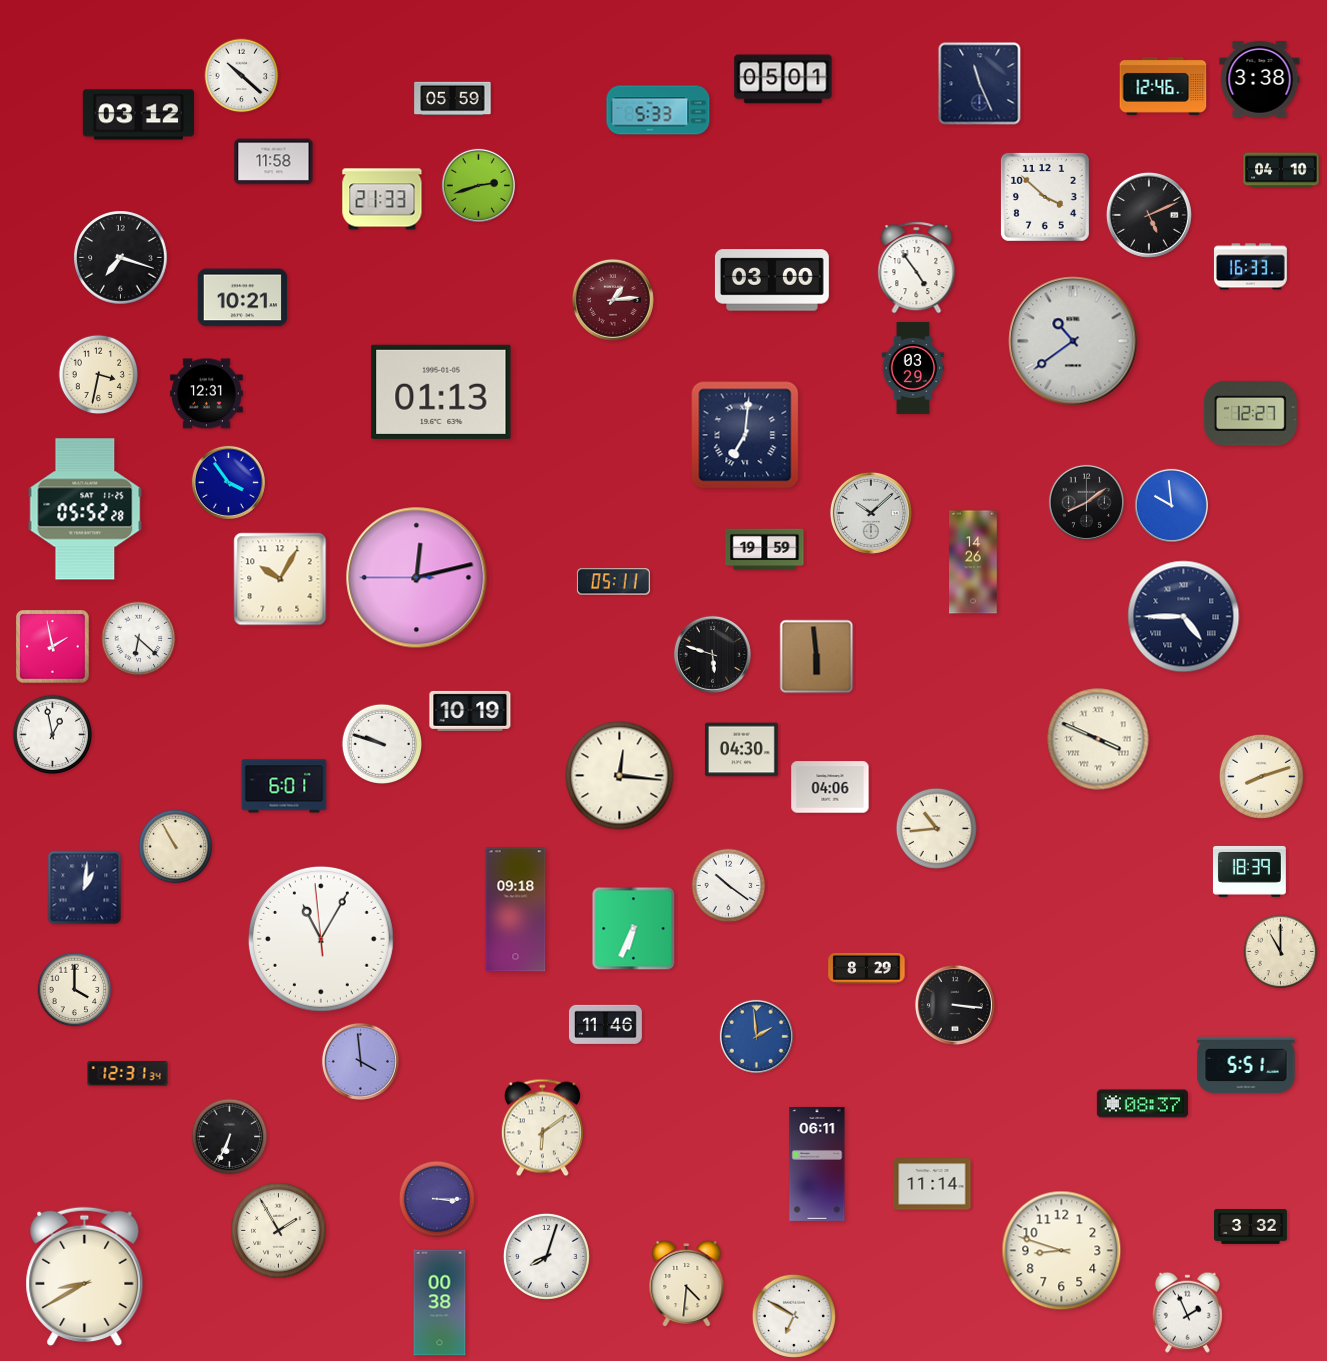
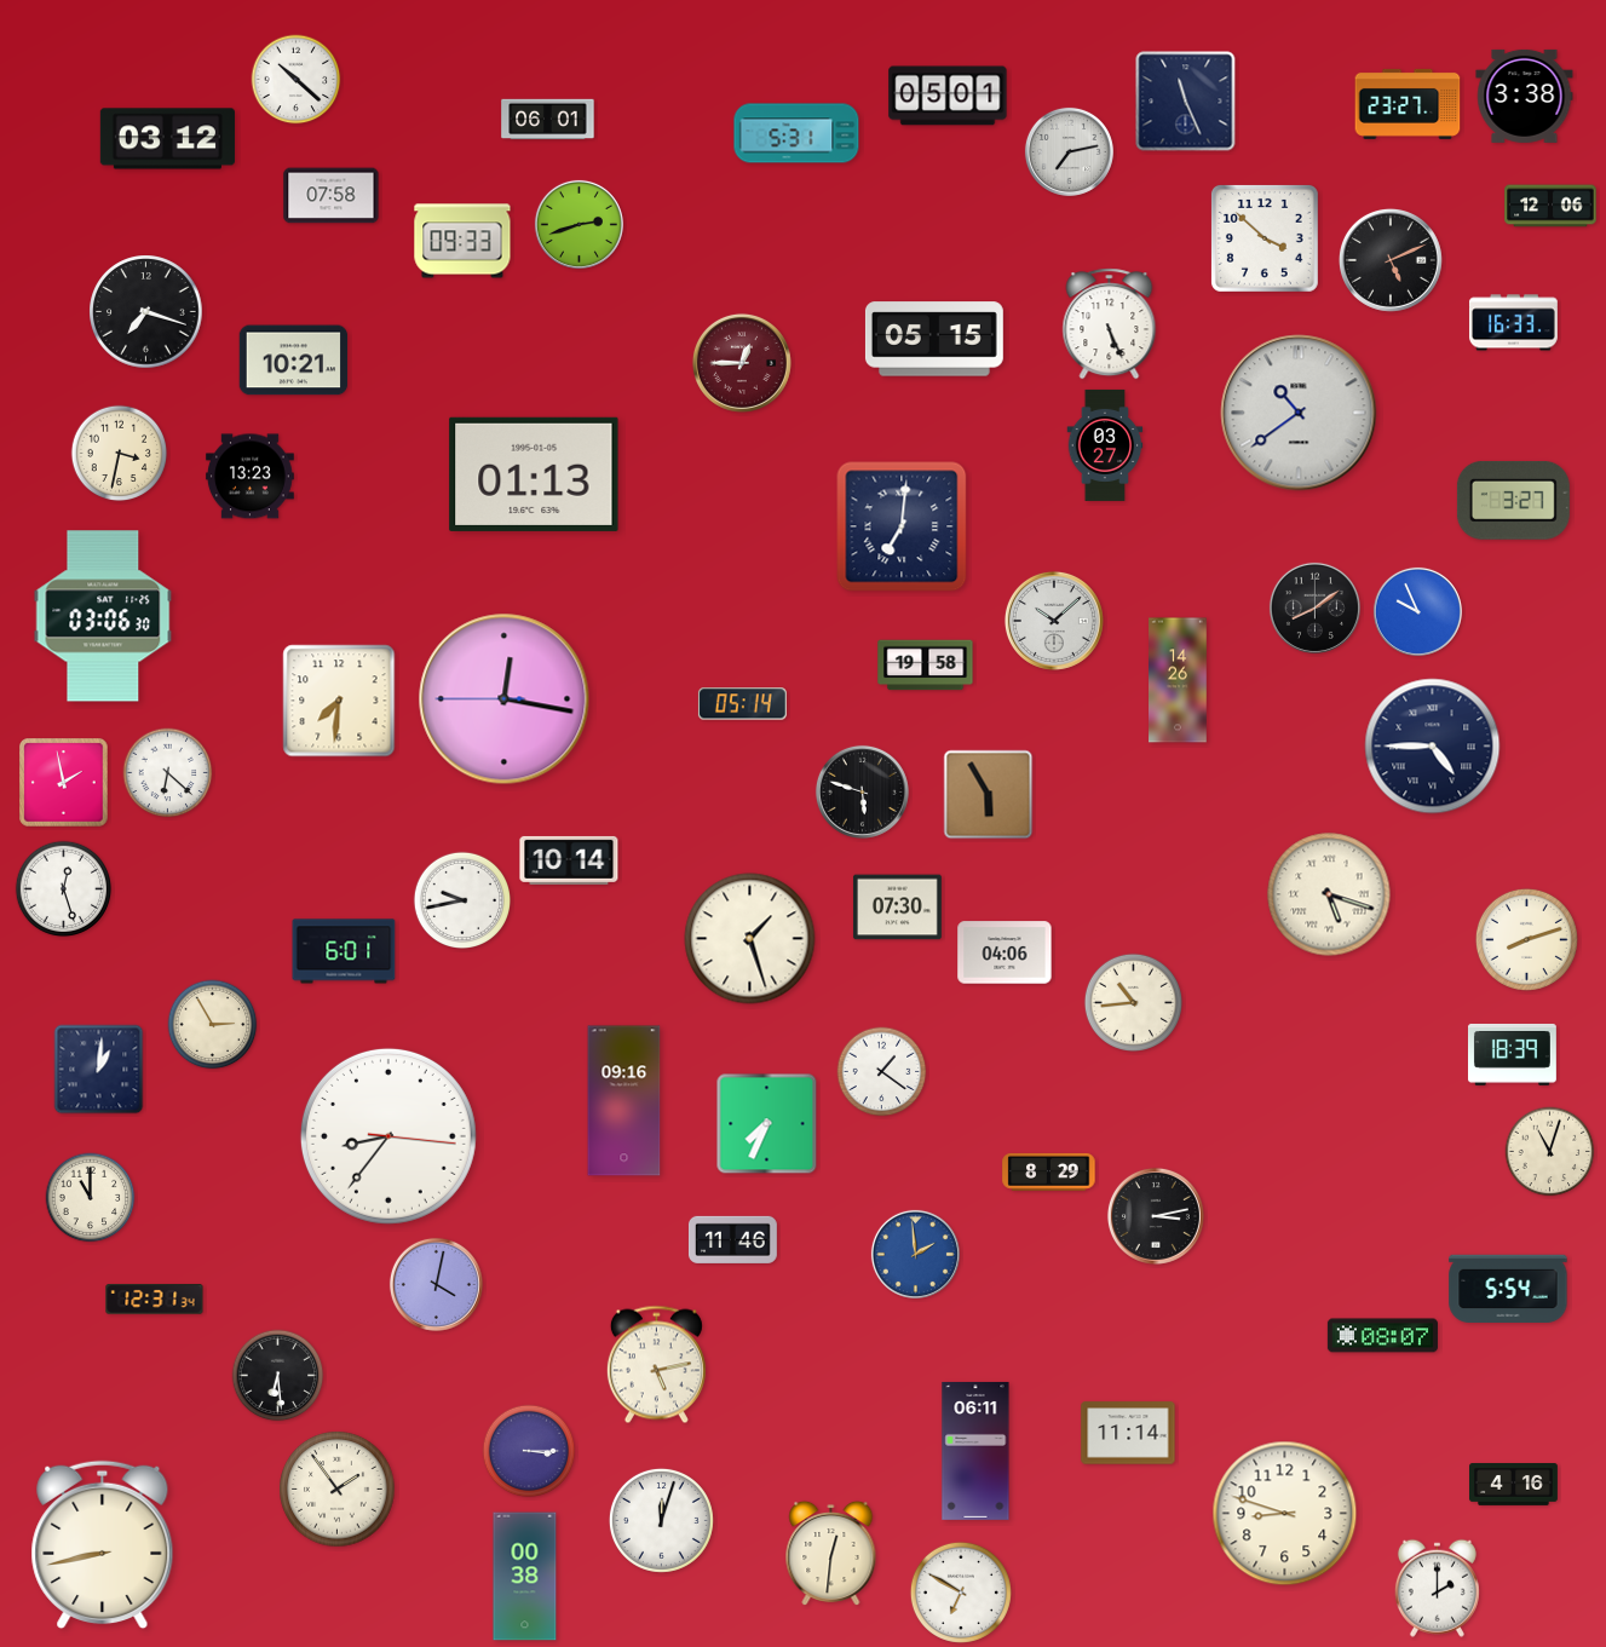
clock at (242, 76) position: (242, 76) -> (297, 80)
clock at (1163, 86): 12:46 -> 23:27
clock at (453, 99): 05:59 -> 06:01
clock at (658, 110): 5:33 -> 5:31
clock at (1069, 151): none -> 7:13
clock at (274, 162): 11:58 -> 07:58
clock at (1281, 170): 04:10 -> 12:06
clock at (382, 199): 21:33 -> 09:33
clock at (917, 268): 4:54 -> 5:26
clock at (772, 280): 03:00 -> 05:15
clock at (613, 300): 1:14 -> 12:45
clock at (913, 368): 03:29 -> 03:27
clock at (206, 394): 12:31 -> 13:23
clock at (1250, 414): 12:27 -> 3:27
clock at (228, 482): 3:54 -> none
clock at (1171, 505): 9:59 -> 9:56
clock at (85, 509): 05:52 -> 03:06
clock at (765, 550): 19:59 -> 19:58
clock at (417, 578): 12:12 -> 12:16
clock at (280, 579): 10:05 -> 7:31
clock at (613, 582): 05:11 -> 05:14
clock at (817, 657): 5:59 -> 5:55
clock at (470, 711): 10:19 -> 10:14
clock at (53, 735): 12:58 -> 12:27
clock at (1098, 739): 3:49 -> 5:18
clock at (381, 743): 9:48 -> 9:43
clock at (741, 750): 04:30 -> 07:30
clock at (620, 776): 12:16 -> 1:27
clock at (176, 847): 10:55 -> 2:55
clock at (729, 886): 10:21 -> 1:21
clock at (85, 888) position: (85, 888) -> (99, 1070)
clock at (516, 910): 09:18 -> 09:16
clock at (634, 929): 6:34 -> 7:34
clock at (321, 939): 11:04 -> 8:36
clock at (1281, 952): 11:00 -> 11:03
clock at (75, 990): 4:00 -> 11:00
clock at (955, 1005): 3:16 -> 3:13
clock at (360, 1061): 3:59 -> 4:02
clock at (1246, 1065): 5:51 -> 5:54
clock at (1142, 1104): 08:37 -> 08:07
clock at (542, 1128): 6:09 -> 5:13
clock at (230, 1137): 6:34 -> 6:29
clock at (817, 1164) position: (817, 1164) -> (975, 1451)
clock at (1251, 1227): 3:32 -> 4:16
clock at (279, 1231): 1:55 -> 1:54
clock at (546, 1256): 8:03 -> 12:03
clock at (85, 1277): 8:40 -> 8:43
clock at (687, 1284): 4:31 -> 12:31
clock at (440, 1303) position: (440, 1303) -> (525, 1577)
clock at (1187, 1312): 1:56 -> 2:00
